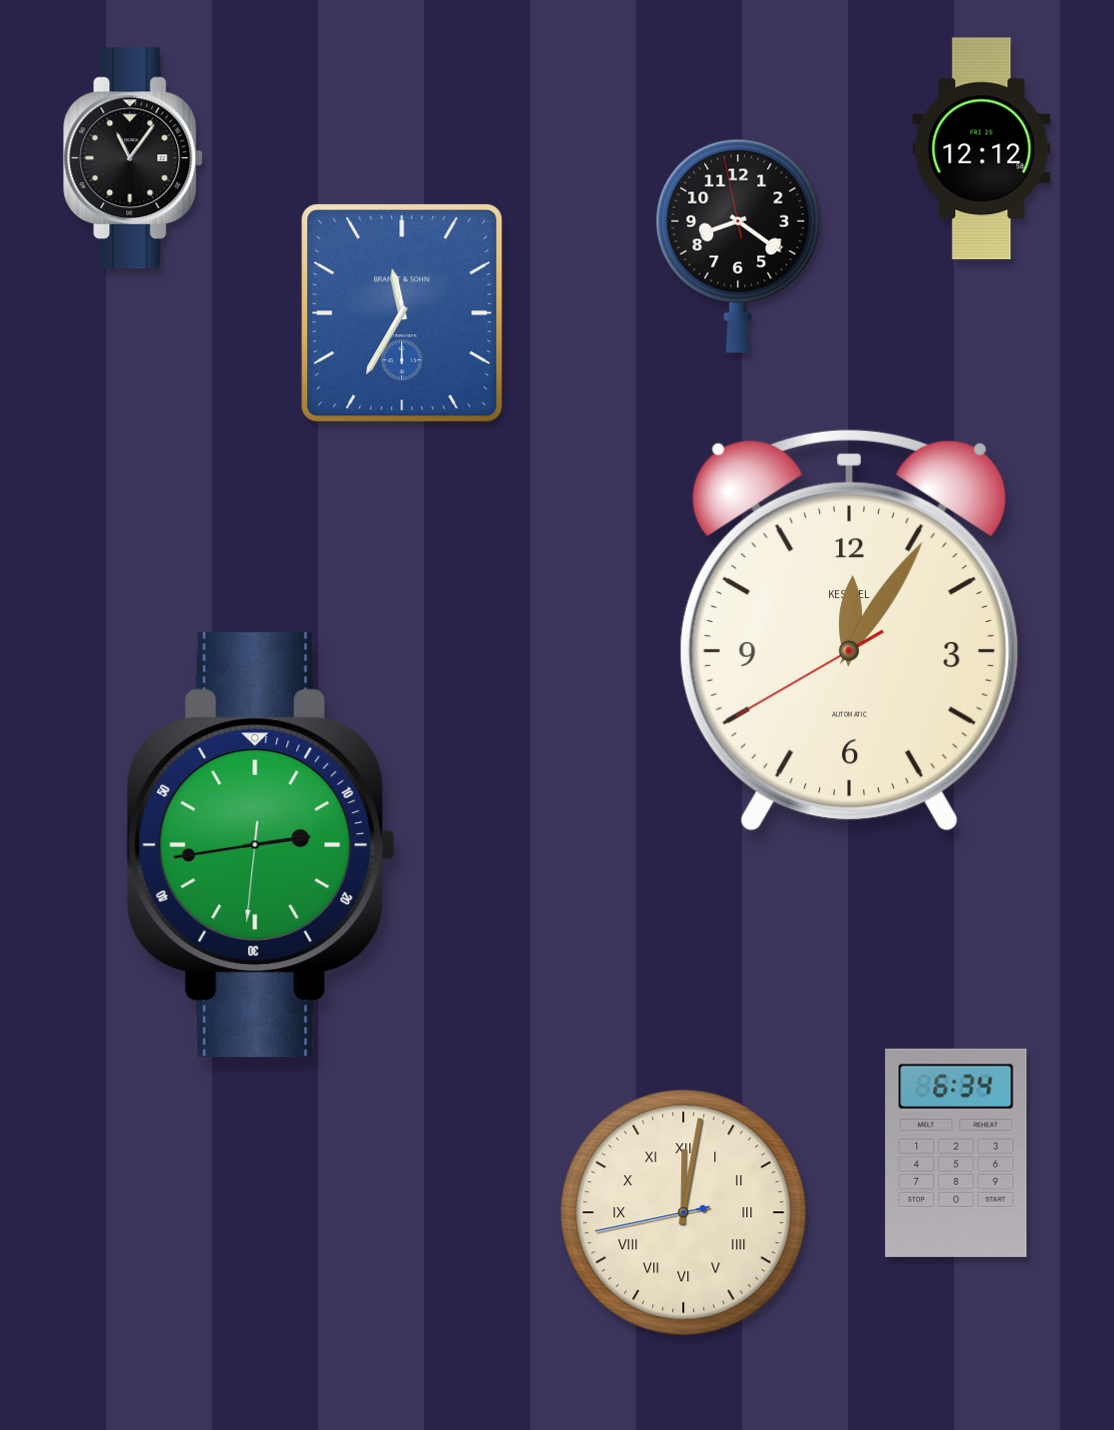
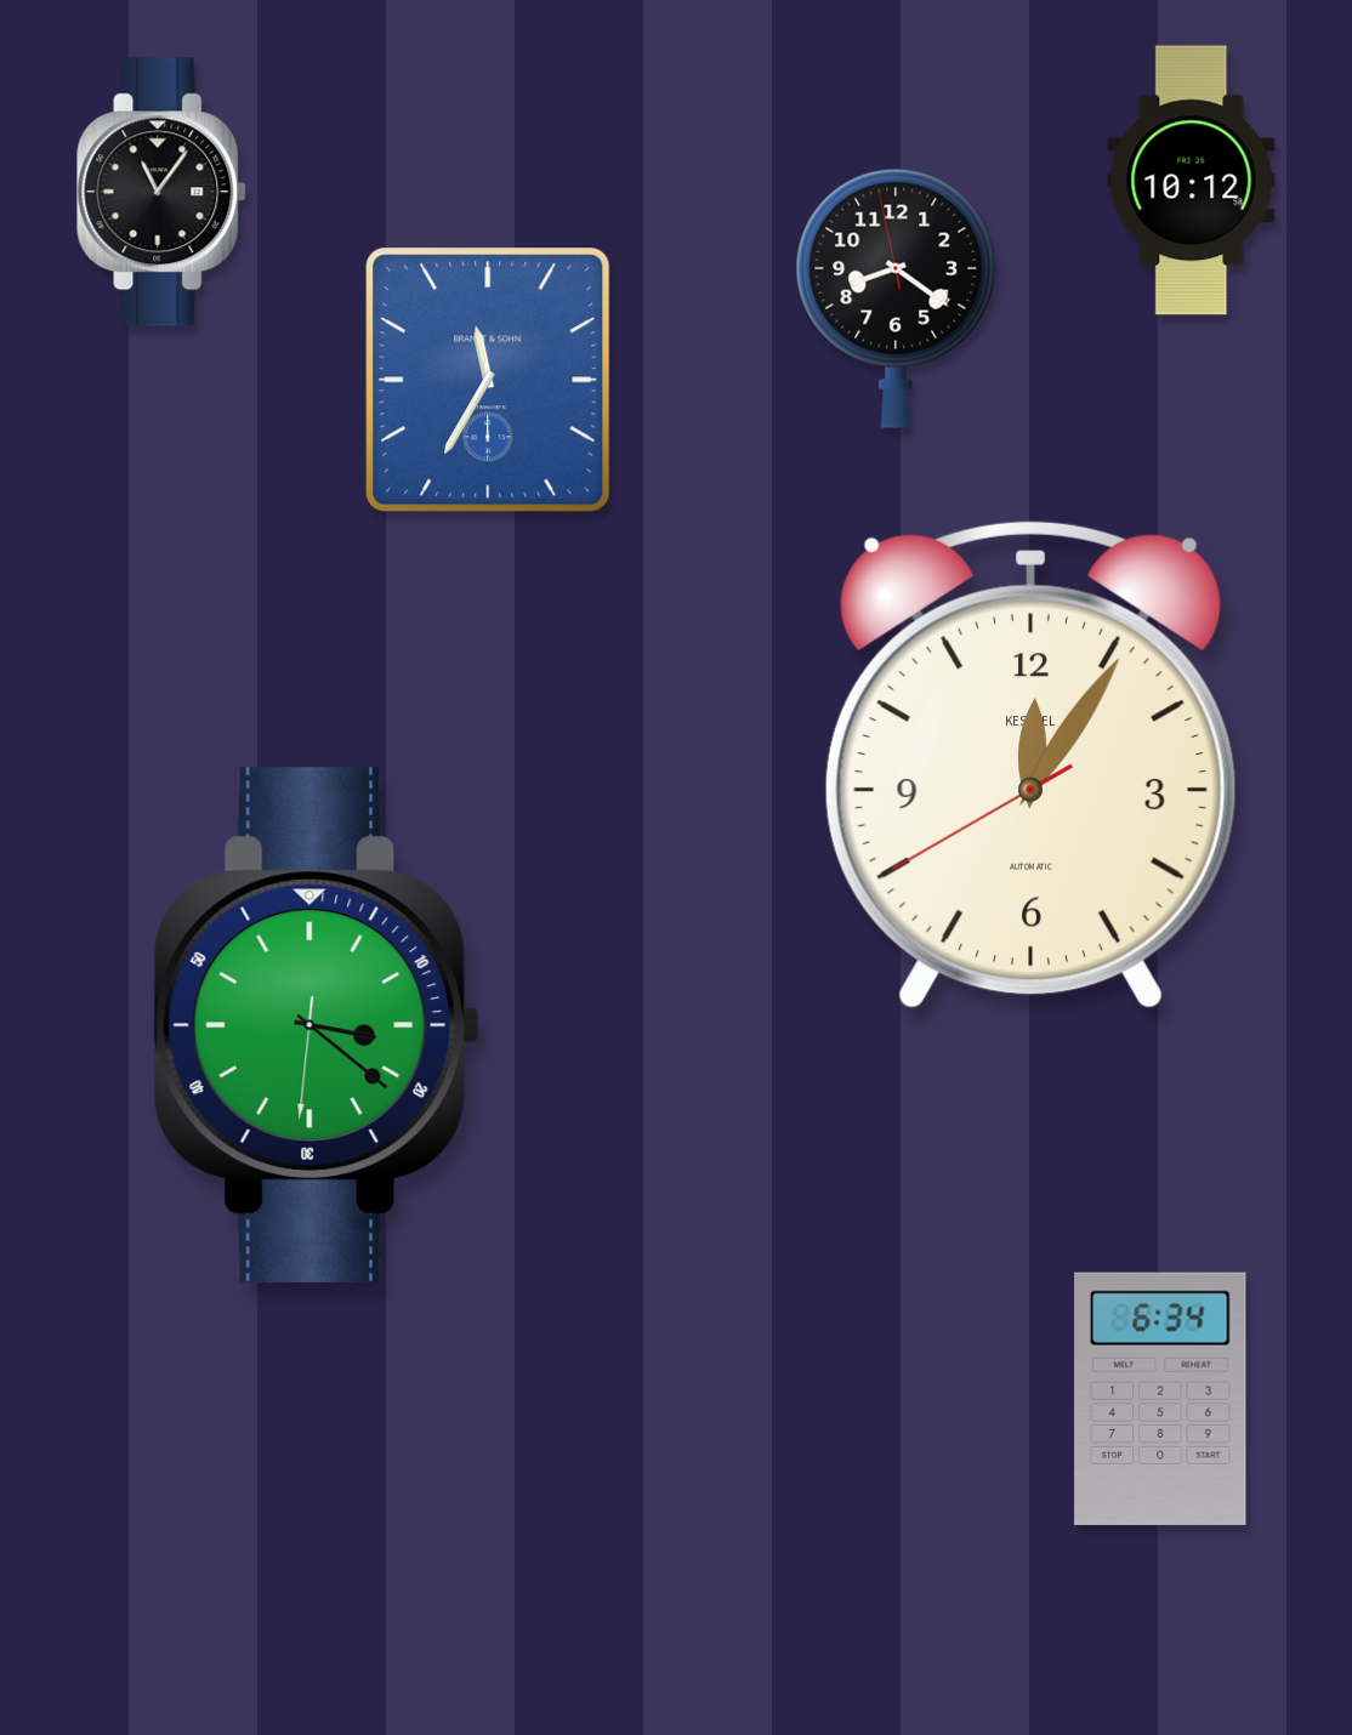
clock at (982, 149): 12:12 -> 10:12
clock at (261, 845): 2:43 -> 3:21
clock at (684, 1213): 12:01 -> none
